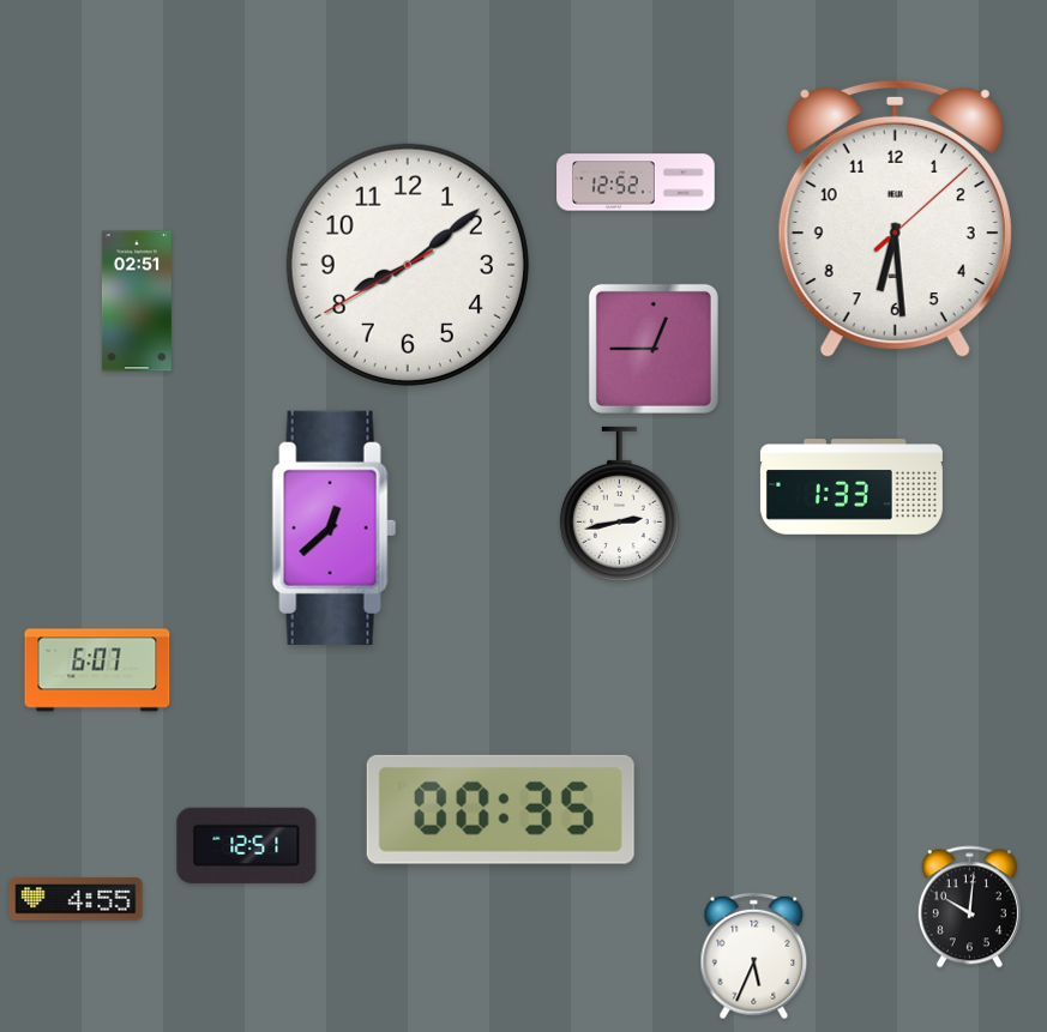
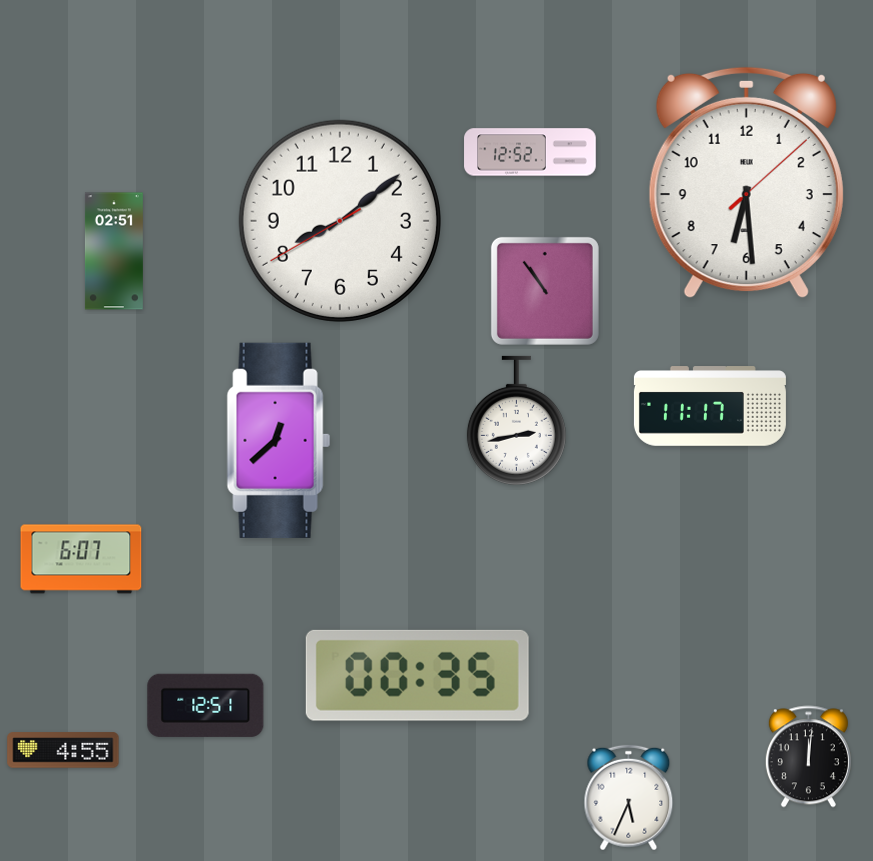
clock at (654, 349): 12:45 -> 10:54
clock at (852, 487): 1:33 -> 11:17
clock at (969, 907): 10:01 -> 12:01
